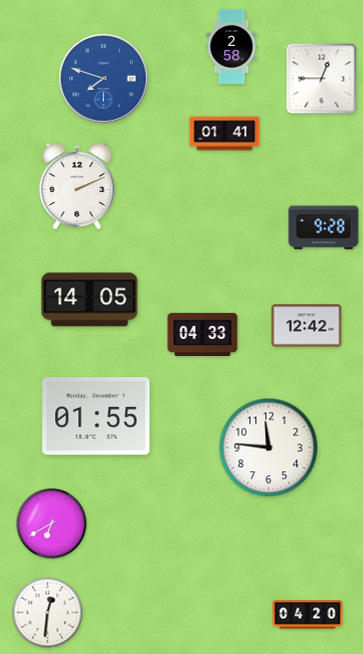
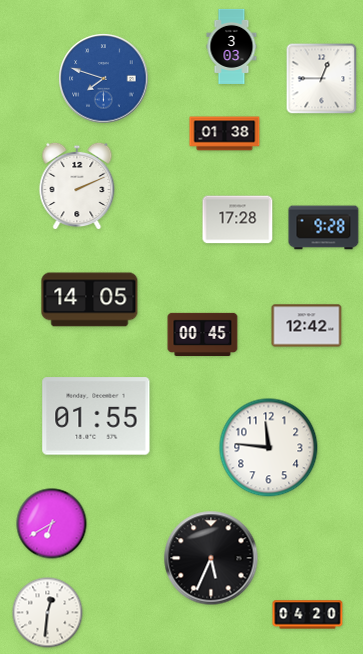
clock at (232, 46): 2:58 -> 3:03
clock at (225, 134): 01:41 -> 01:38
clock at (238, 220): none -> 17:28
clock at (203, 334): 04:33 -> 00:45
clock at (211, 558): none -> 5:34
